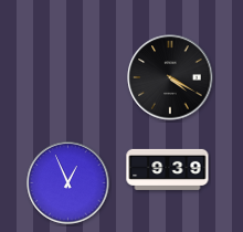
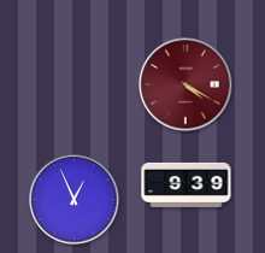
clock at (170, 77) dial: black -> burgundy
clock at (168, 169) position: (168, 169) -> (187, 184)
